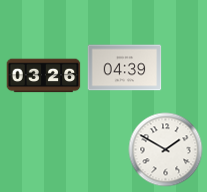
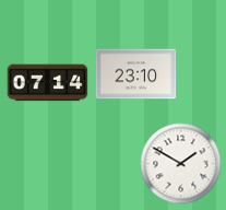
clock at (125, 68): 04:39 -> 23:10
clock at (44, 76): 03:26 -> 07:14
